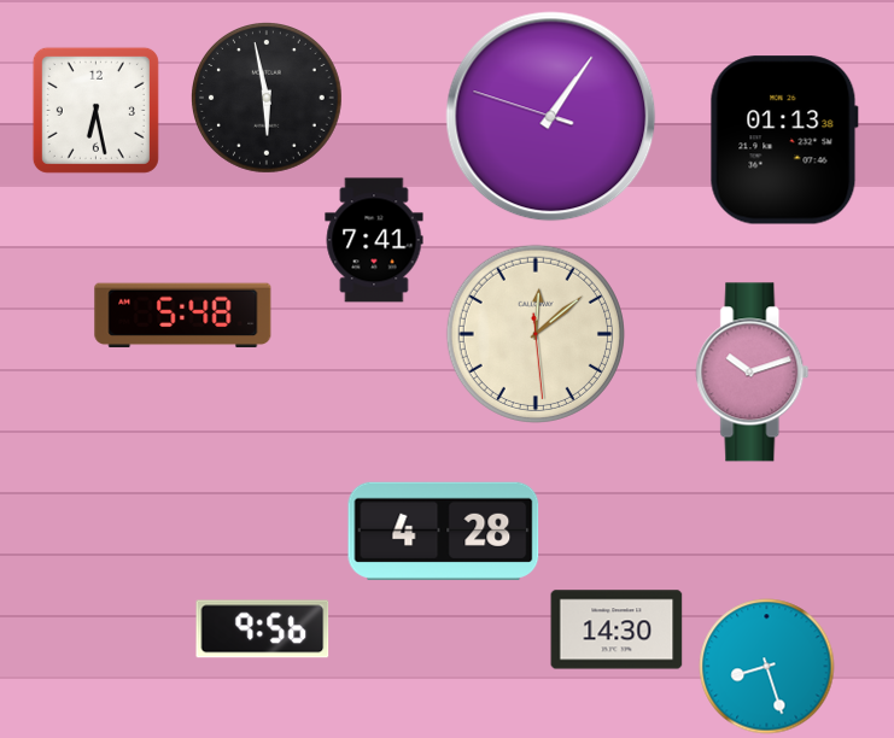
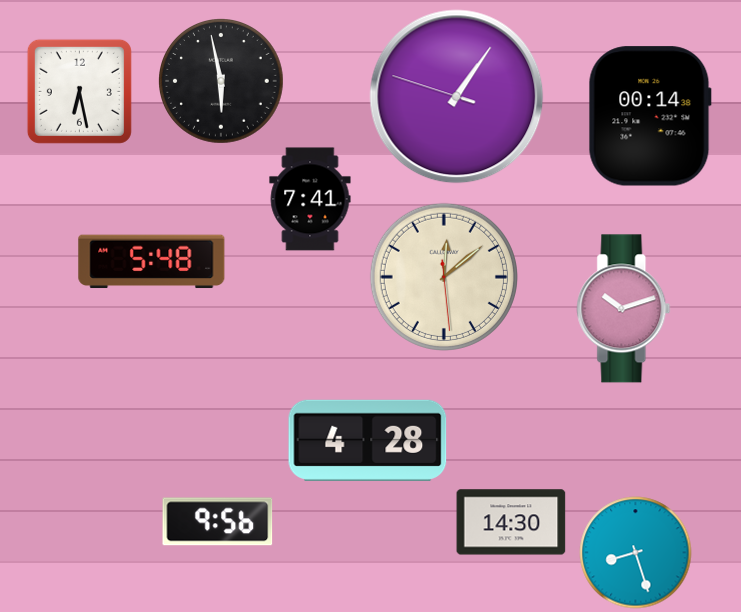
clock at (784, 140): 01:13 -> 00:14
